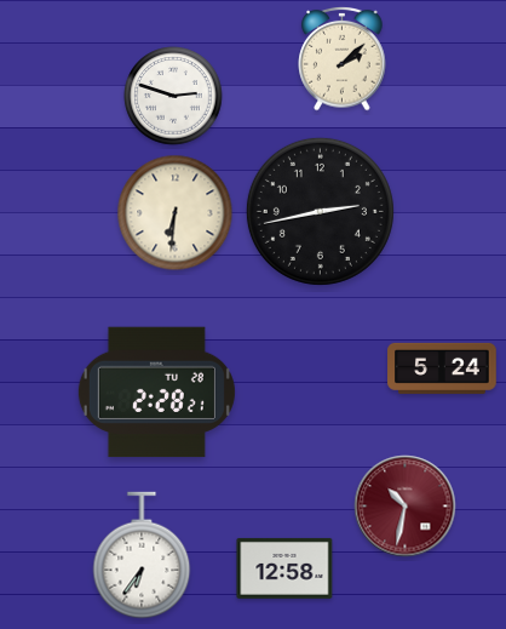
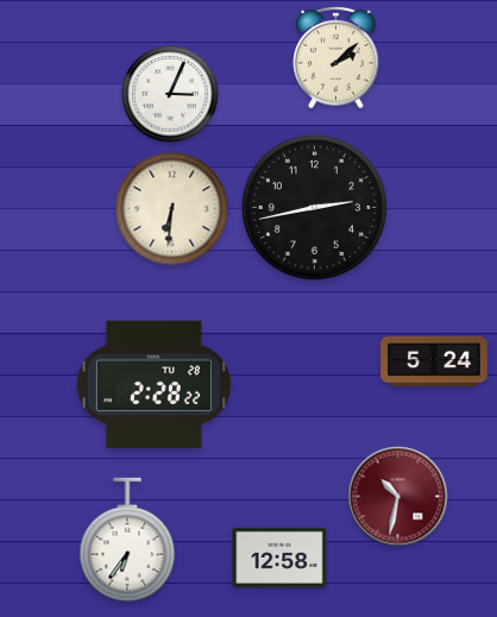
clock at (173, 96): 2:48 -> 3:04
clock at (156, 393): 2:28:21 -> 2:28:22
clock at (142, 555) position: (142, 555) -> (127, 540)
